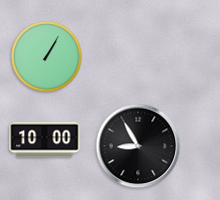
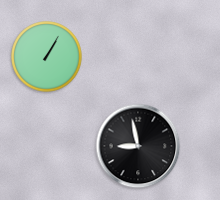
clock at (45, 140): 10:00 -> none
clock at (138, 146): 8:55 -> 8:58
